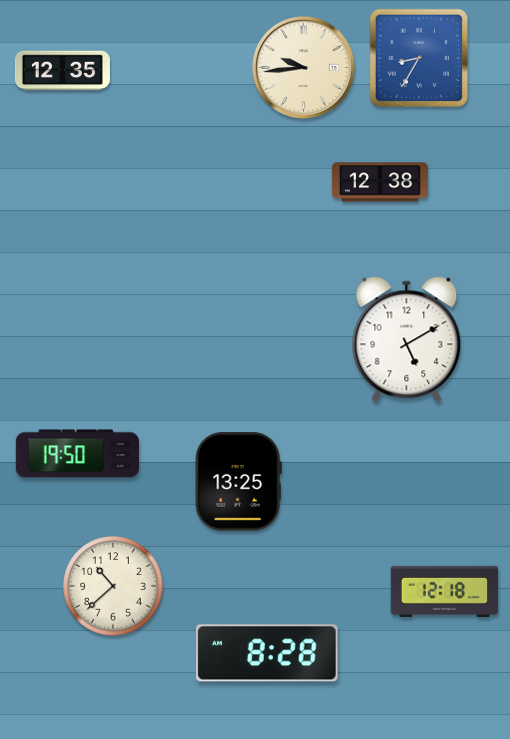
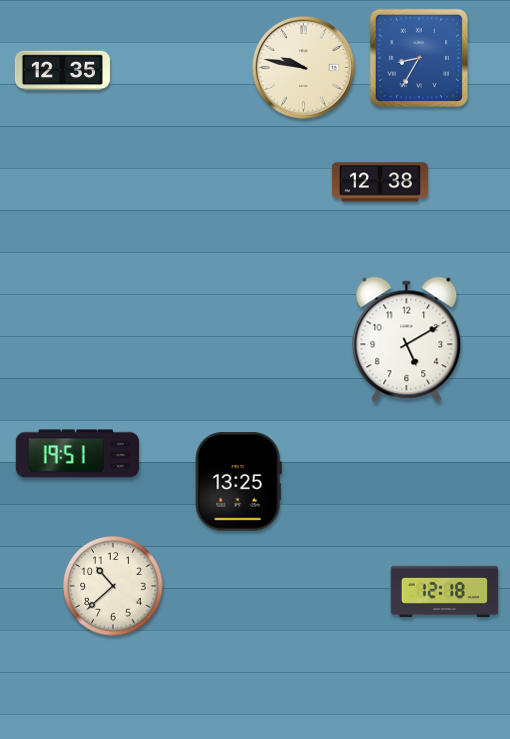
clock at (304, 68): 9:44 -> 9:47
clock at (77, 454): 19:50 -> 19:51
clock at (267, 653): 8:28 -> none
